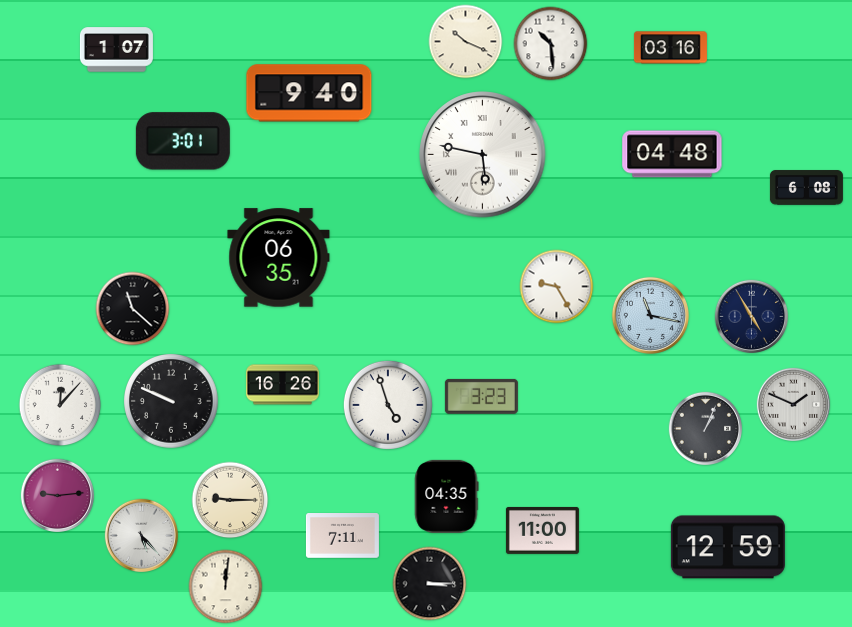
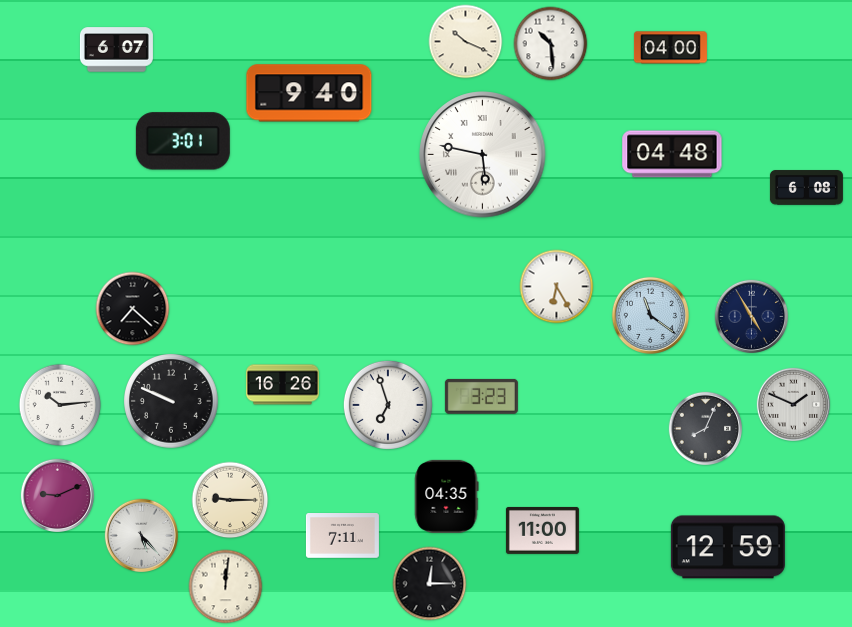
clock at (670, 48): 03:16 -> 04:00
clock at (116, 50): 1:07 -> 6:07
clock at (279, 258): 06:35 -> none
clock at (557, 287): 9:25 -> 6:25
clock at (133, 309): 11:22 -> 7:22
clock at (650, 315): 11:17 -> 11:21
clock at (60, 405): 12:07 -> 10:14
clock at (388, 405): 4:57 -> 6:57
clock at (705, 428): 1:04 -> 8:04
clock at (57, 495): 9:14 -> 9:11
clock at (430, 584): 3:15 -> 12:15
